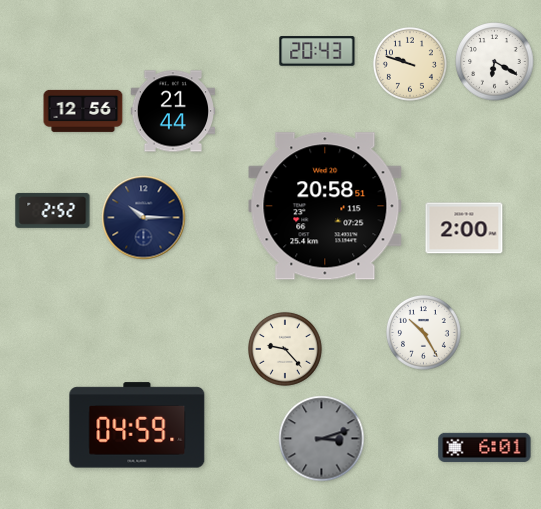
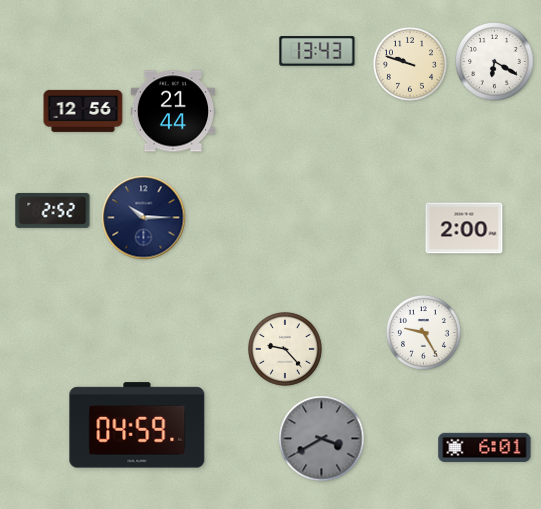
clock at (317, 51): 20:43 -> 13:43
clock at (325, 206): 20:58 -> none
clock at (423, 332): 10:25 -> 9:25
clock at (322, 439): 3:12 -> 3:40
